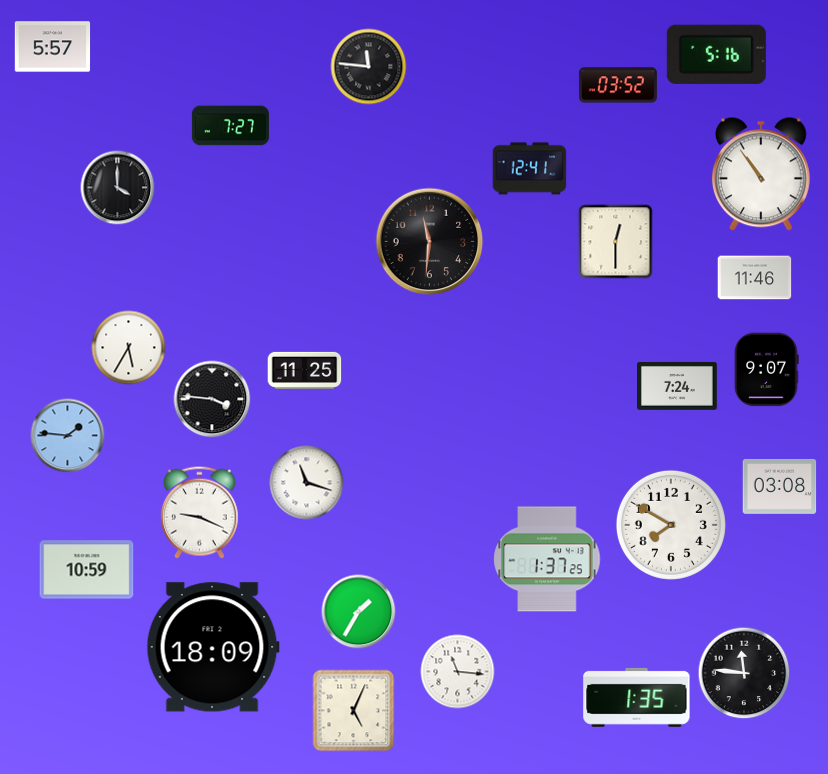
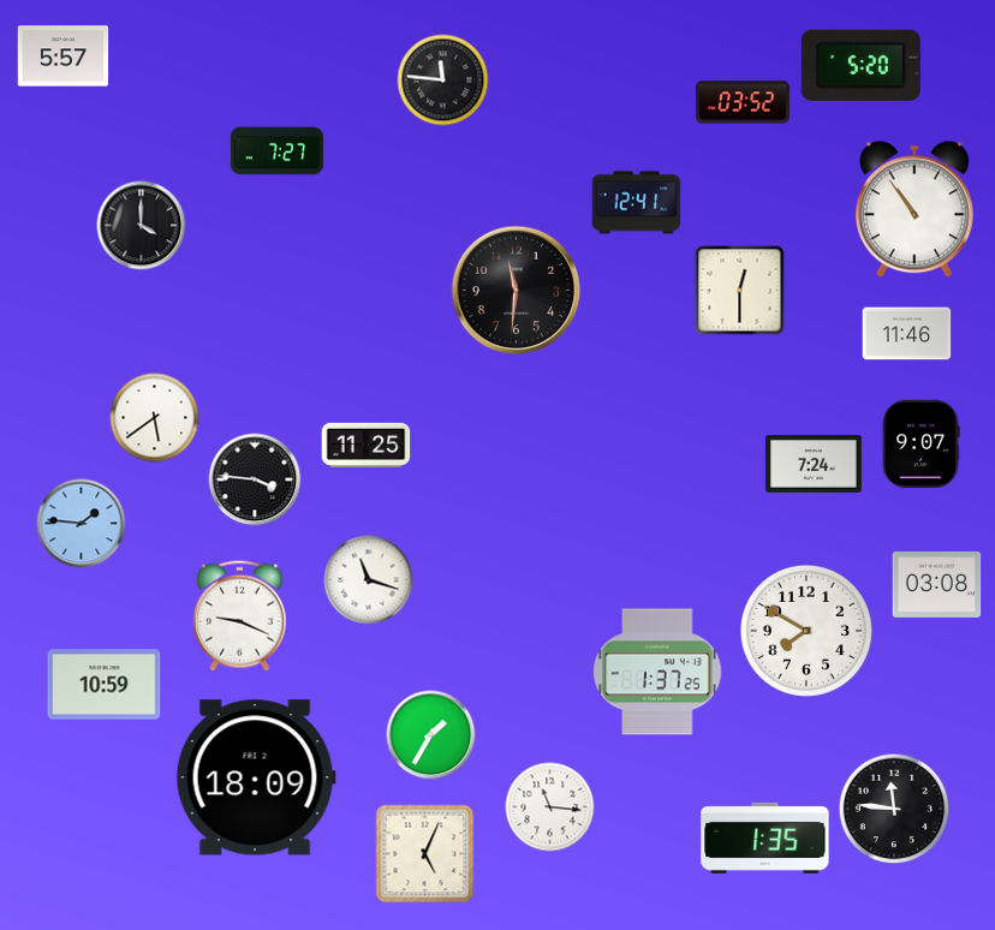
clock at (716, 54): 5:16 -> 5:20
clock at (129, 348): 5:35 -> 5:39
